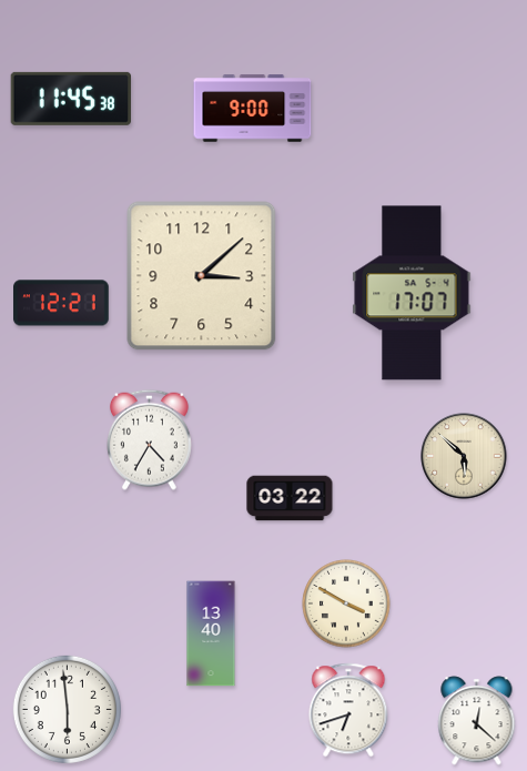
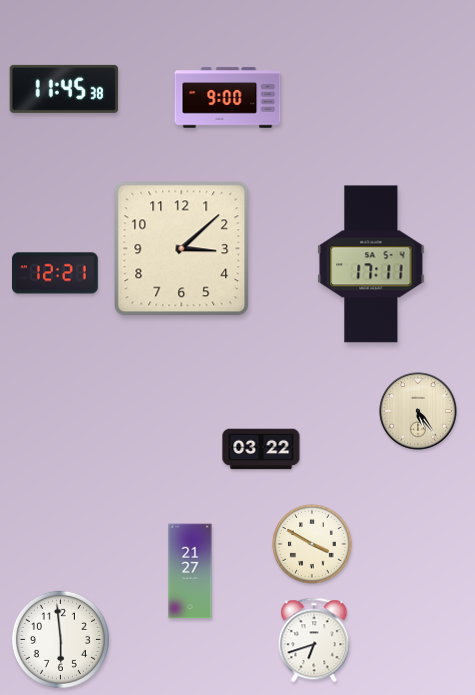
clock at (412, 293): 17:07 -> 17:11
clock at (149, 439): 4:35 -> none
clock at (464, 456): 5:52 -> 5:24
clock at (211, 633): 13:40 -> 21:27
clock at (477, 721): 12:22 -> none
